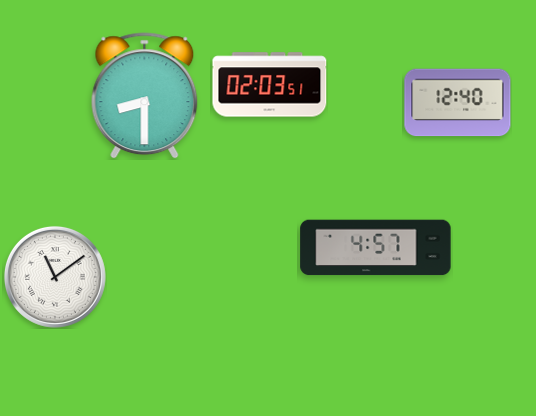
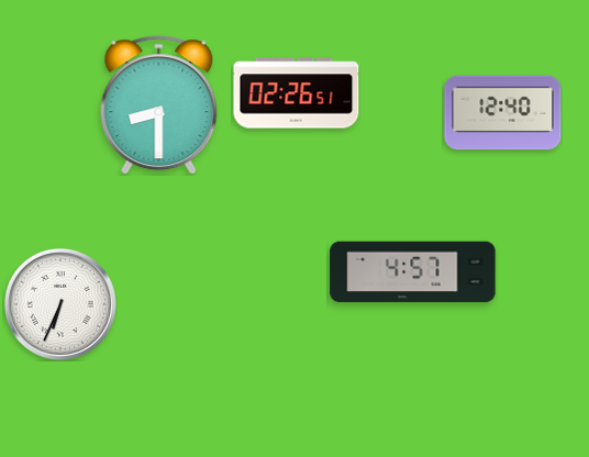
clock at (270, 85): 02:03 -> 02:26
clock at (55, 277): 11:09 -> 6:34
